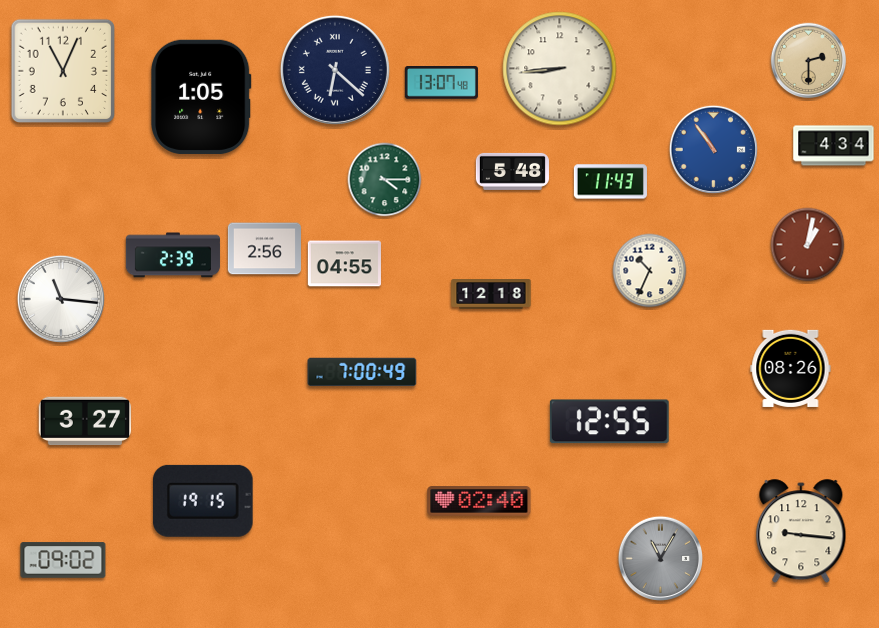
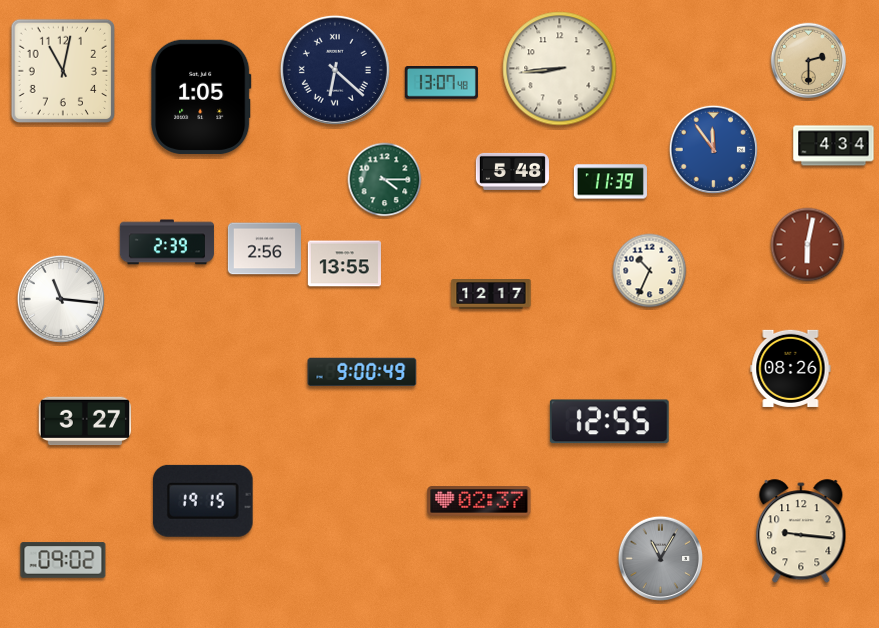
clock at (63, 71): 11:04 -> 11:02
clock at (713, 149): 10:54 -> 11:54
clock at (610, 182): 11:43 -> 11:39
clock at (808, 245): 1:02 -> 6:02
clock at (173, 255) position: (173, 255) -> (167, 242)
clock at (344, 264): 04:55 -> 13:55
clock at (491, 295): 12:18 -> 12:17
clock at (362, 372): 7:00 -> 9:00
clock at (479, 501): 02:40 -> 02:37
